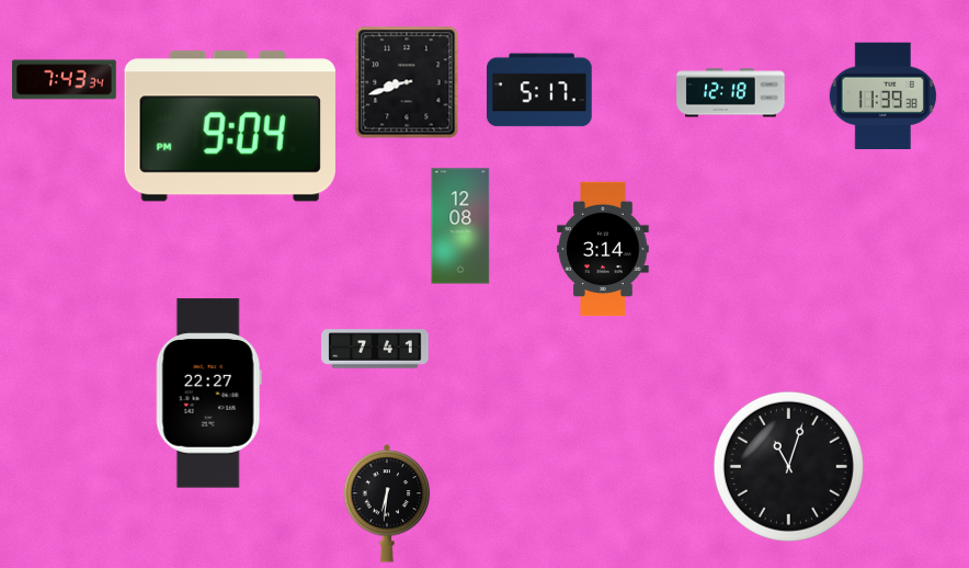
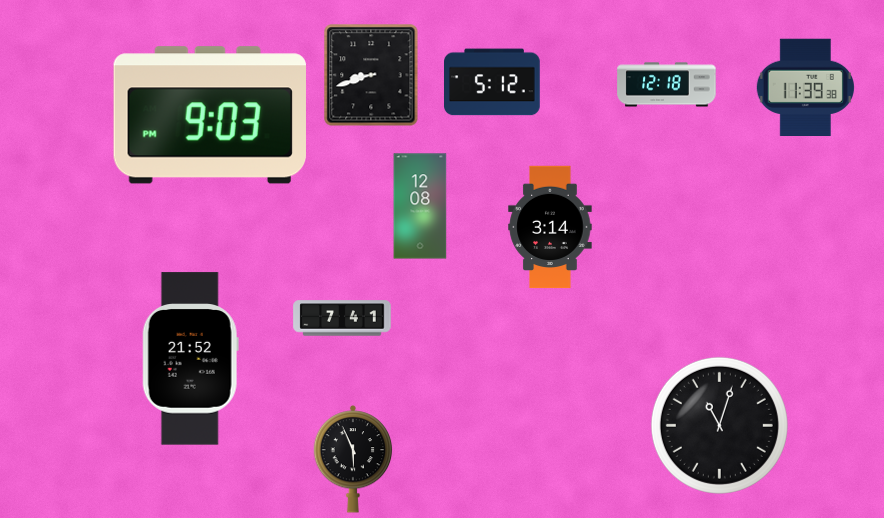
clock at (65, 80): 7:43 -> none
clock at (539, 90): 5:17 -> 5:12
clock at (229, 126): 9:04 -> 9:03
clock at (208, 394): 22:27 -> 21:52
clock at (387, 503): 6:31 -> 5:56
